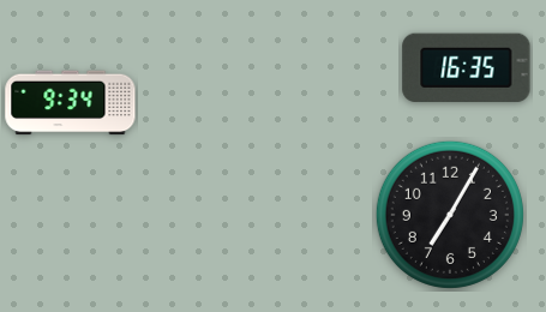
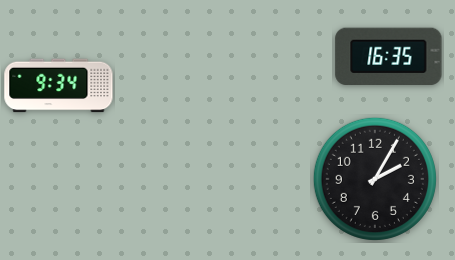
clock at (450, 215): 7:05 -> 2:05
